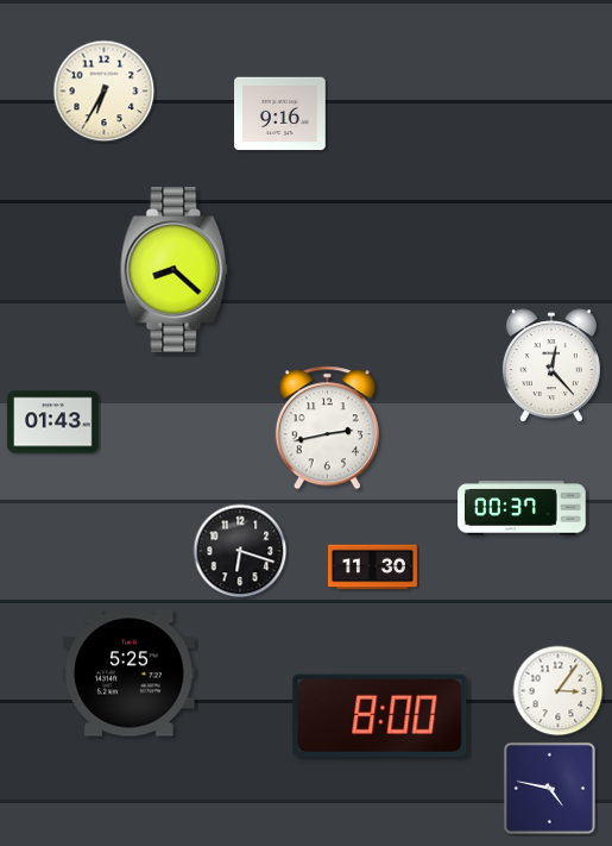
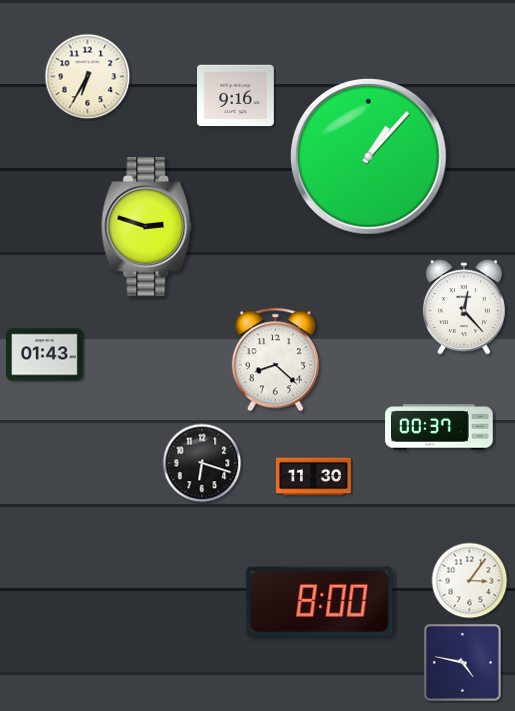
clock at (369, 157): none -> 1:07
clock at (175, 270): 8:22 -> 2:48
clock at (327, 428): 2:43 -> 8:22
clock at (130, 673): 5:25 -> none
